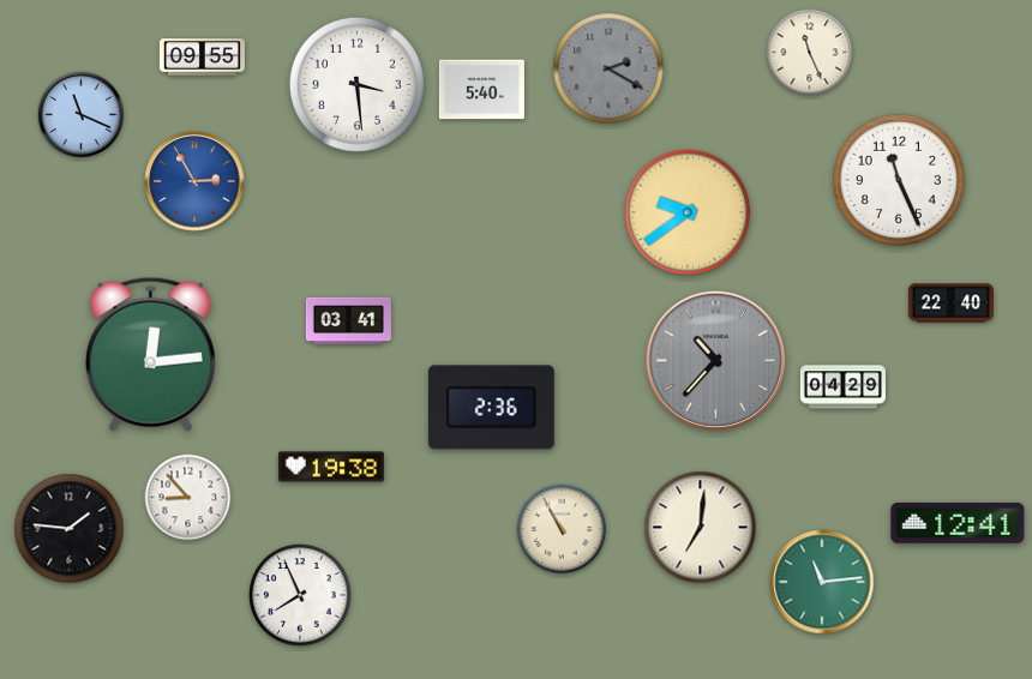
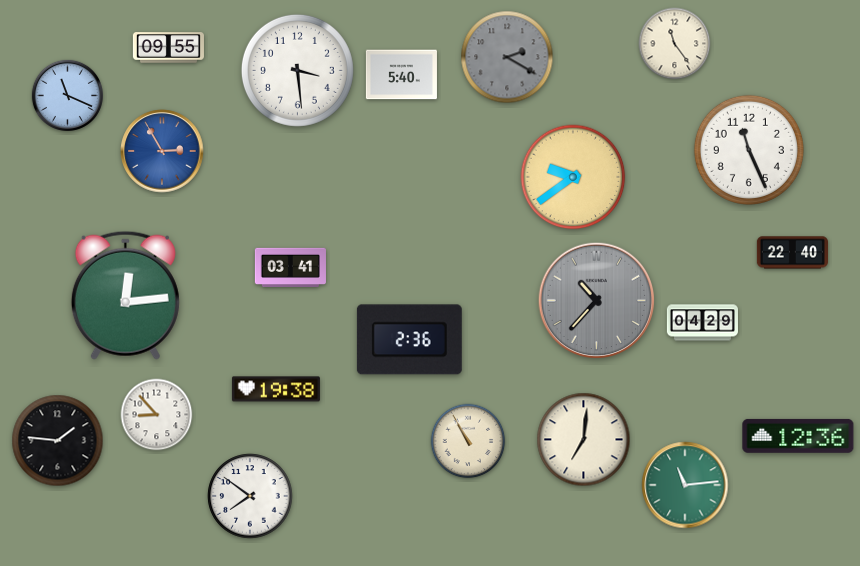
clock at (810, 53): 11:26 -> 11:24
clock at (958, 523): 12:41 -> 12:36
clock at (300, 595): 7:56 -> 7:51
